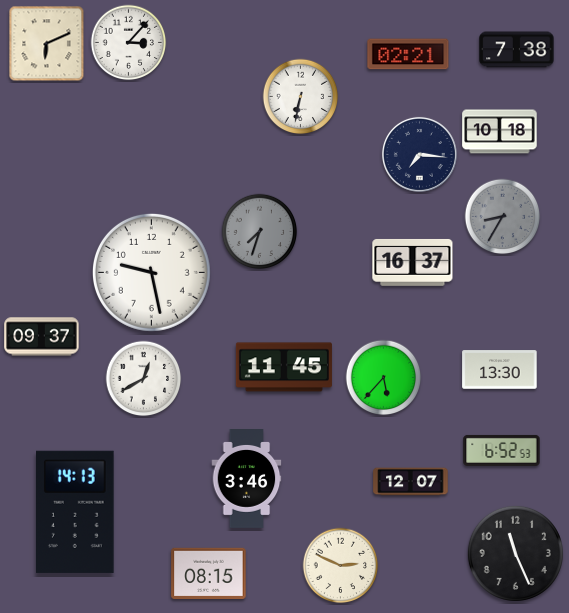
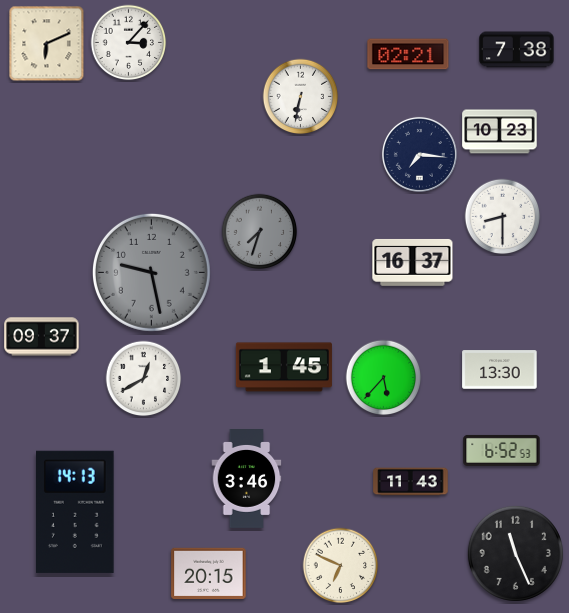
clock at (500, 132): 10:18 -> 10:23
clock at (503, 217): 8:35 -> 8:30
clock at (503, 217) dial: grey -> white
clock at (151, 272) dial: white -> grey
clock at (284, 367): 11:45 -> 1:45
clock at (411, 482): 12:07 -> 11:43
clock at (341, 566): 2:49 -> 6:49
clock at (209, 573): 08:15 -> 20:15
